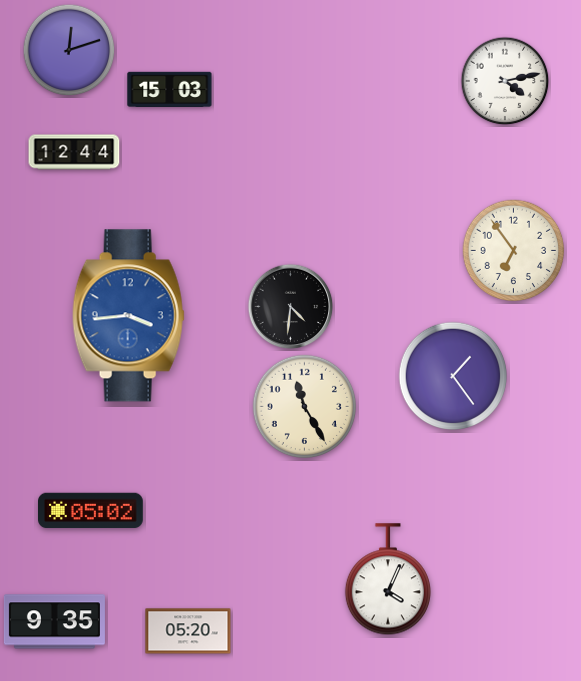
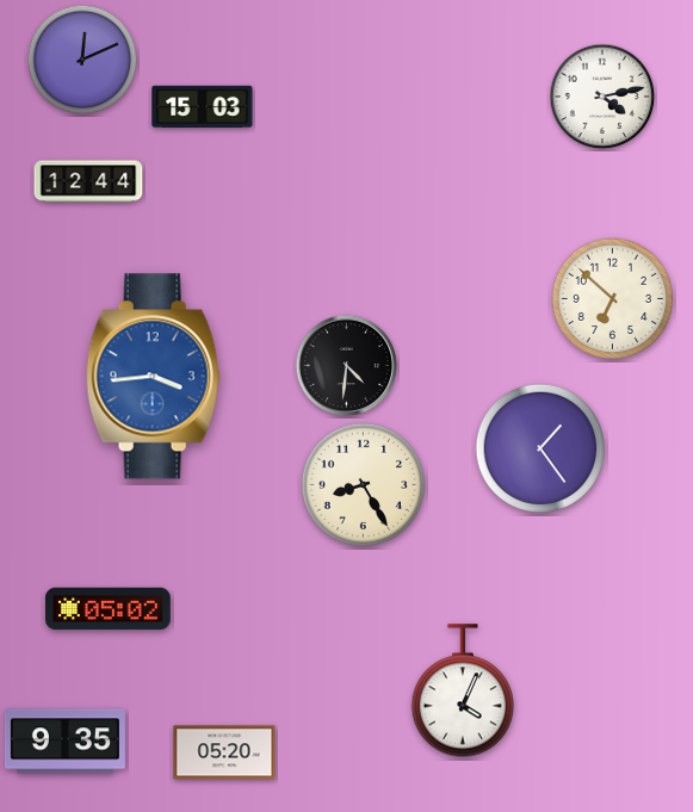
clock at (69, 50): 12:12 -> 12:11
clock at (514, 251): 6:54 -> 6:52
clock at (305, 407): 11:25 -> 8:25
